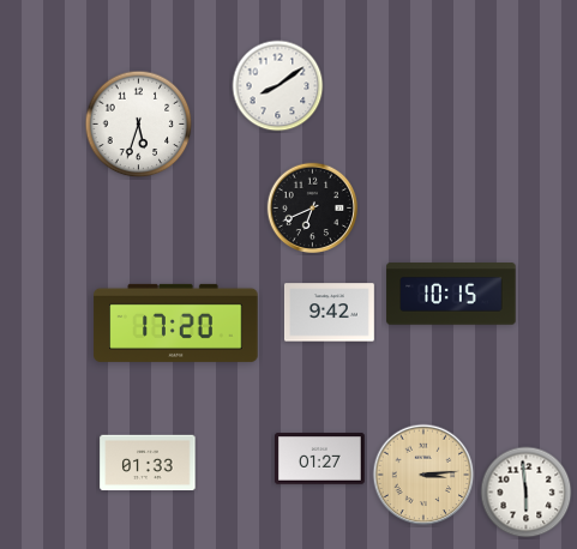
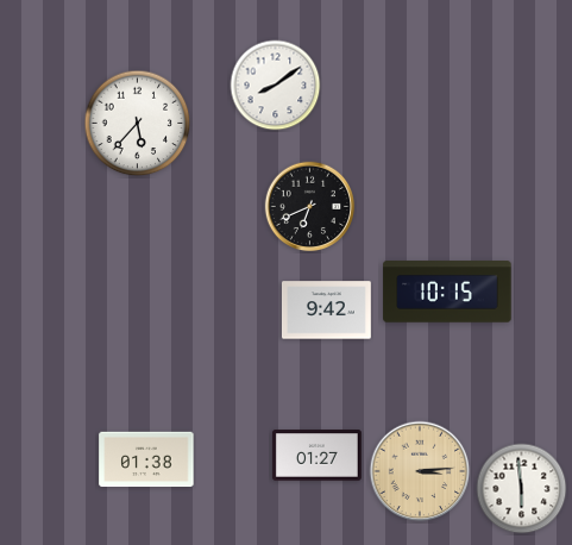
clock at (139, 125): 5:33 -> 5:37
clock at (176, 322): 17:20 -> none
clock at (148, 463): 01:33 -> 01:38
